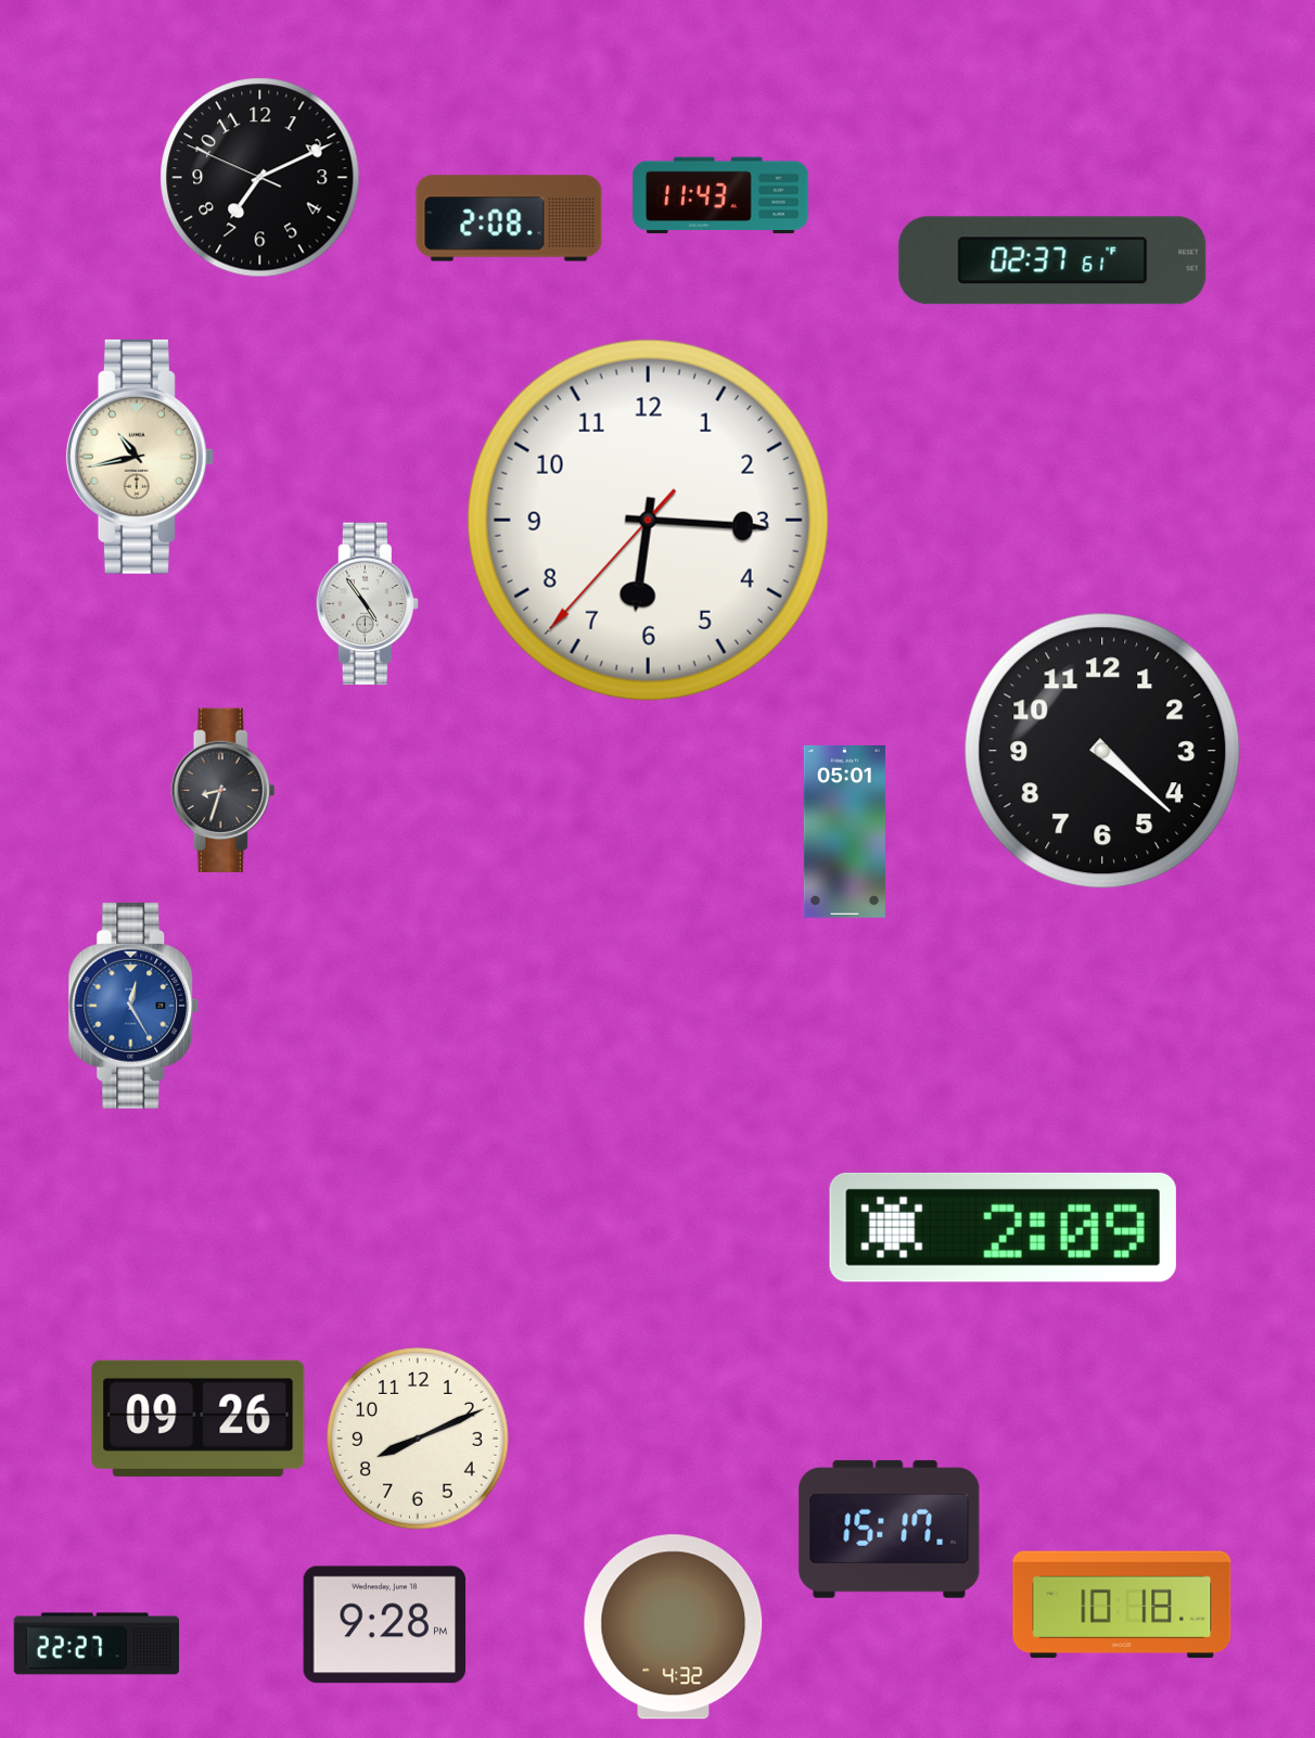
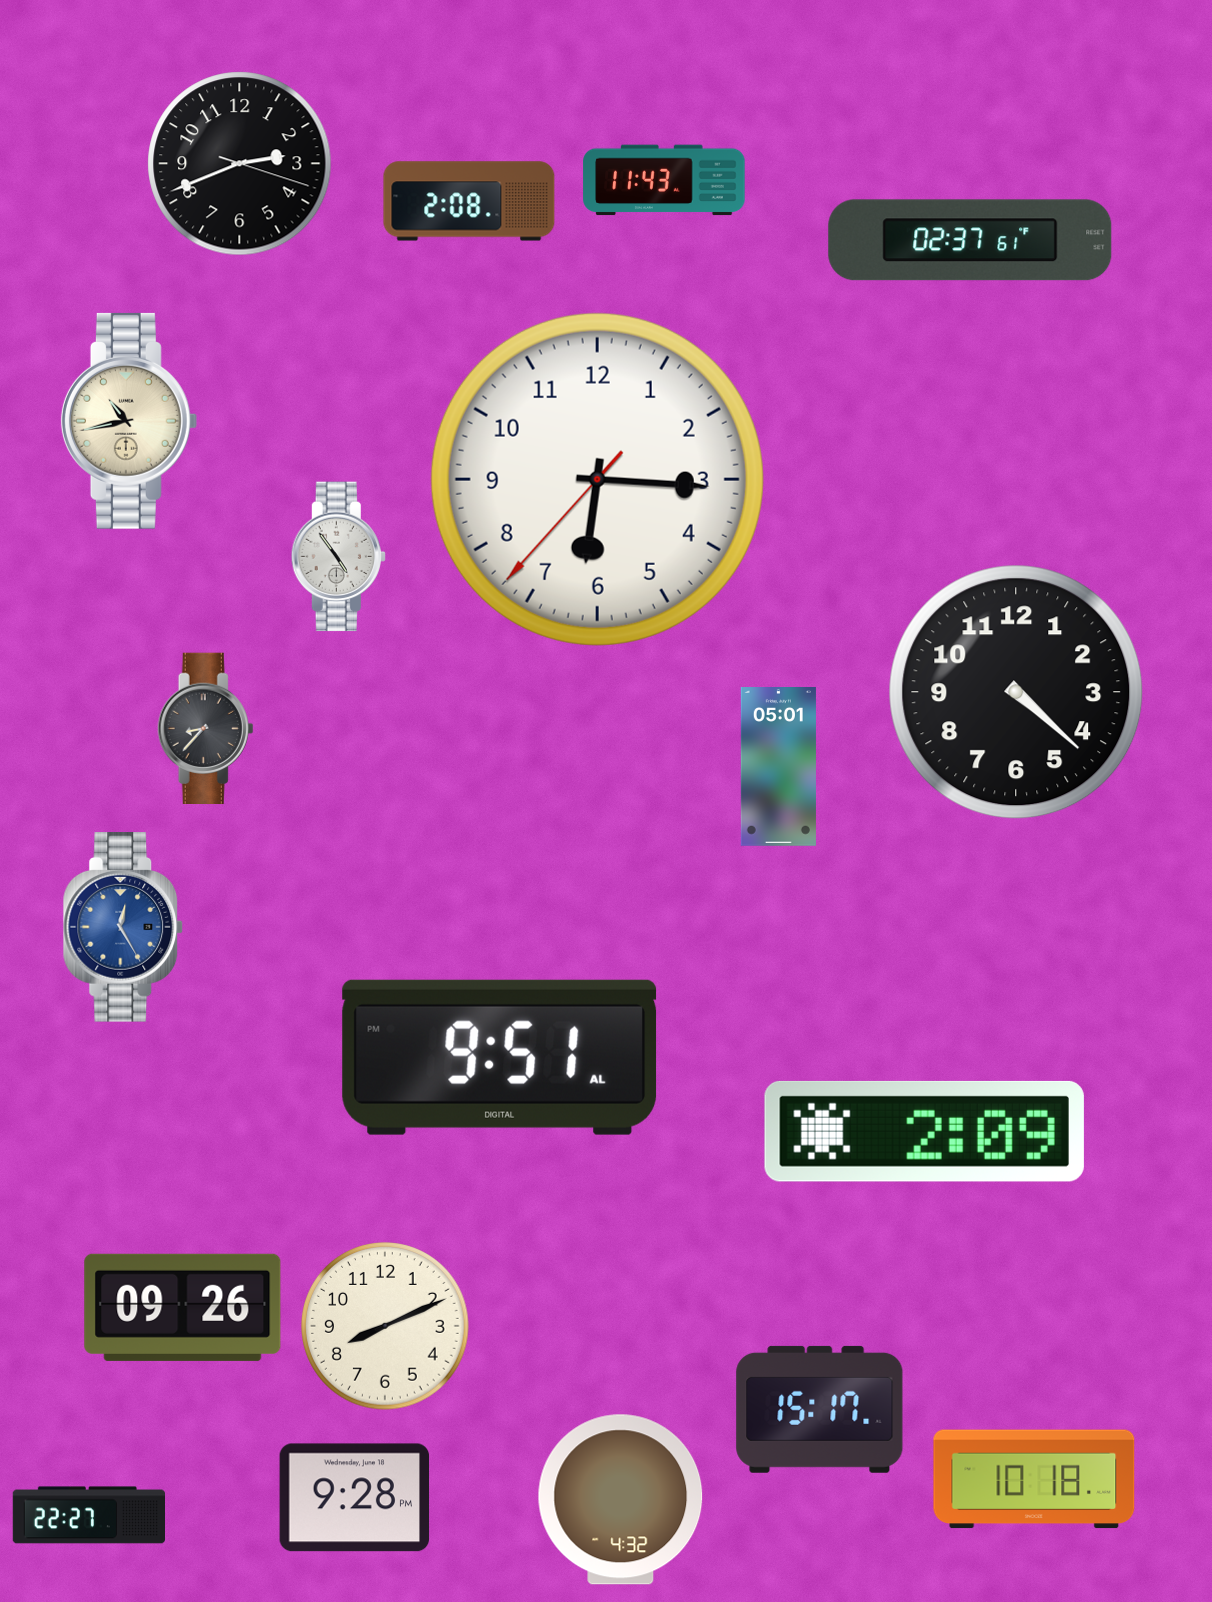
clock at (260, 178): 7:10 -> 2:41
clock at (224, 790): 8:33 -> 8:37
clock at (500, 1057): none -> 9:51
